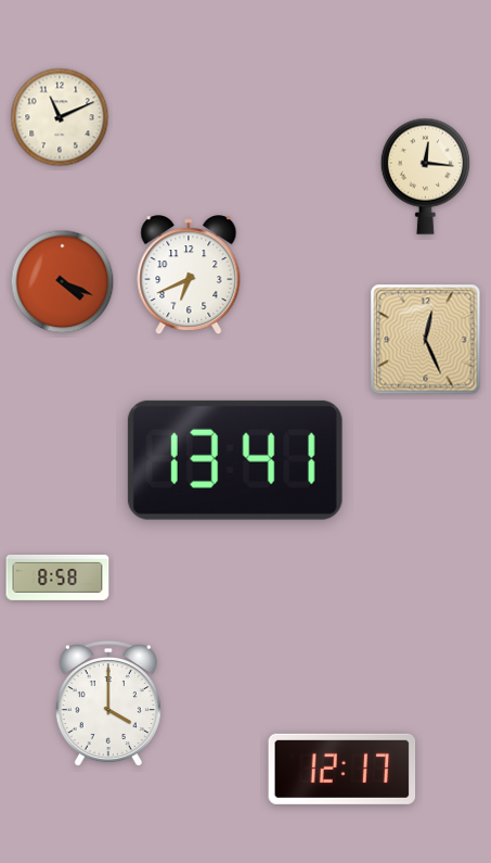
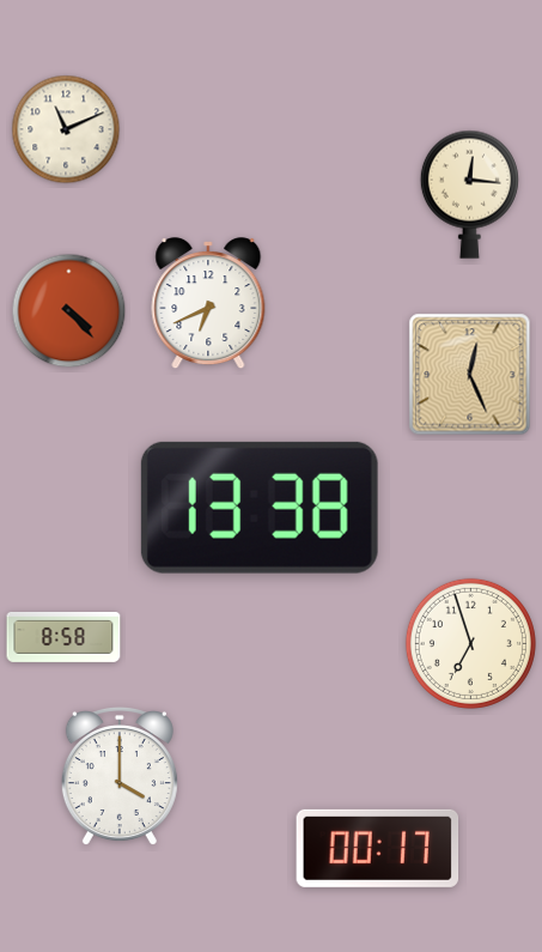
clock at (63, 282): 4:19 -> 4:23
clock at (235, 460): 13:41 -> 13:38
clock at (470, 643): none -> 6:57
clock at (343, 769): 12:17 -> 00:17
